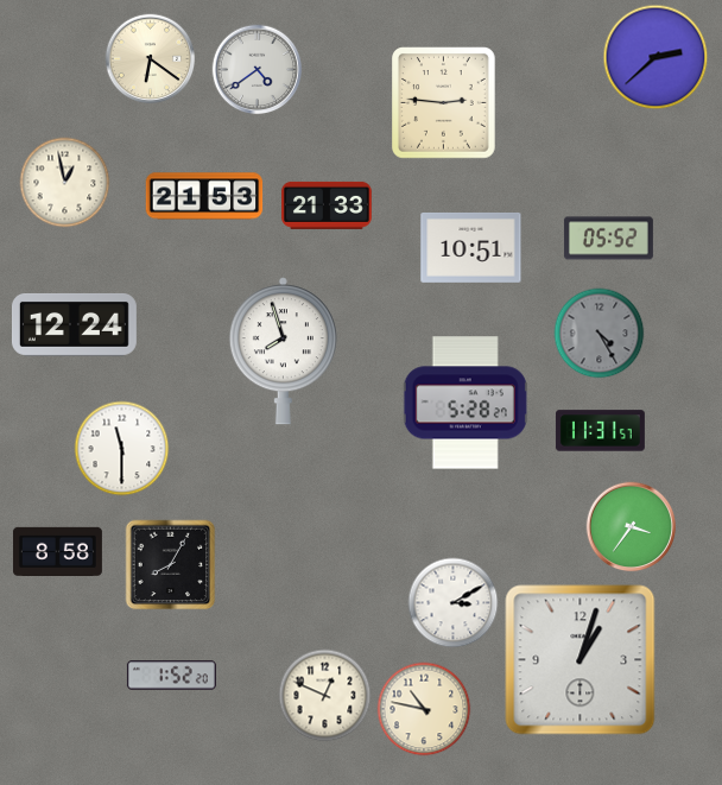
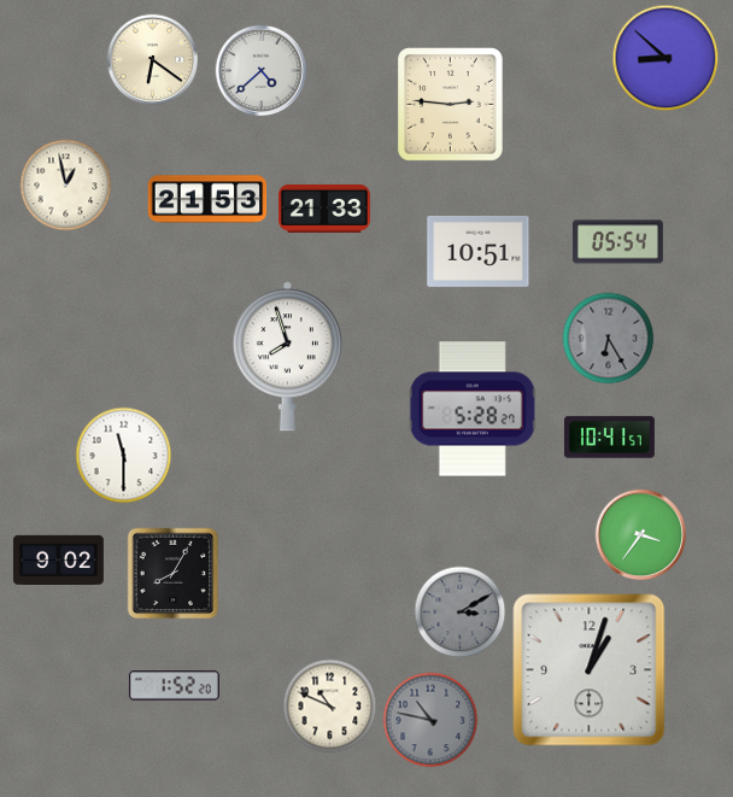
clock at (655, 57): 2:38 -> 8:52
clock at (258, 70): 4:39 -> 4:38
clock at (328, 205) position: (328, 205) -> (326, 209)
clock at (608, 239): 05:52 -> 05:54
clock at (74, 324): 12:24 -> none
clock at (600, 334): 4:25 -> 6:25
clock at (600, 431): 11:31 -> 10:41
clock at (57, 551): 8:58 -> 9:02
clock at (454, 603) dial: white -> grey
clock at (325, 696): 12:49 -> 10:49
clock at (424, 709) dial: cream -> grey
